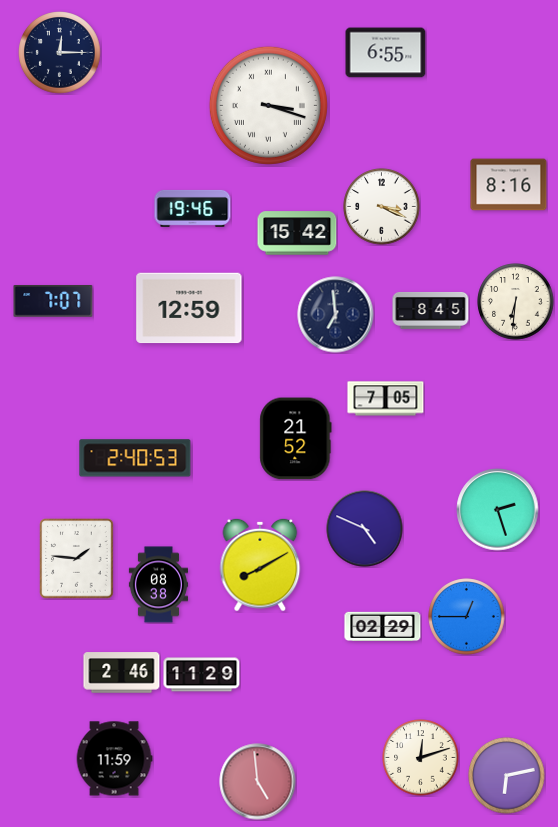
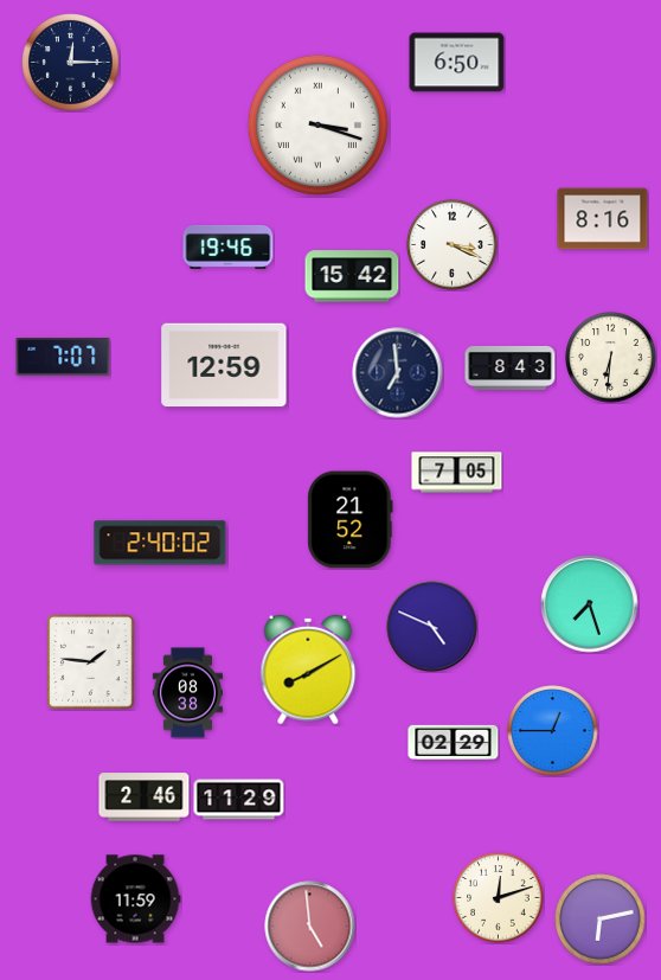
clock at (386, 53): 6:55 -> 6:50
clock at (431, 310): 8:45 -> 8:43
clock at (135, 458): 2:40:53 -> 2:40:02
clock at (498, 510): 2:27 -> 7:27
clock at (258, 782) position: (258, 782) -> (310, 927)
